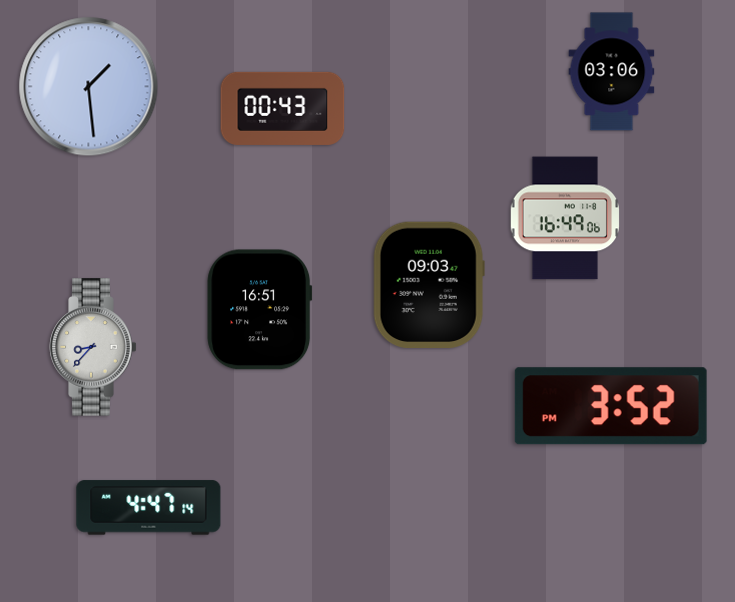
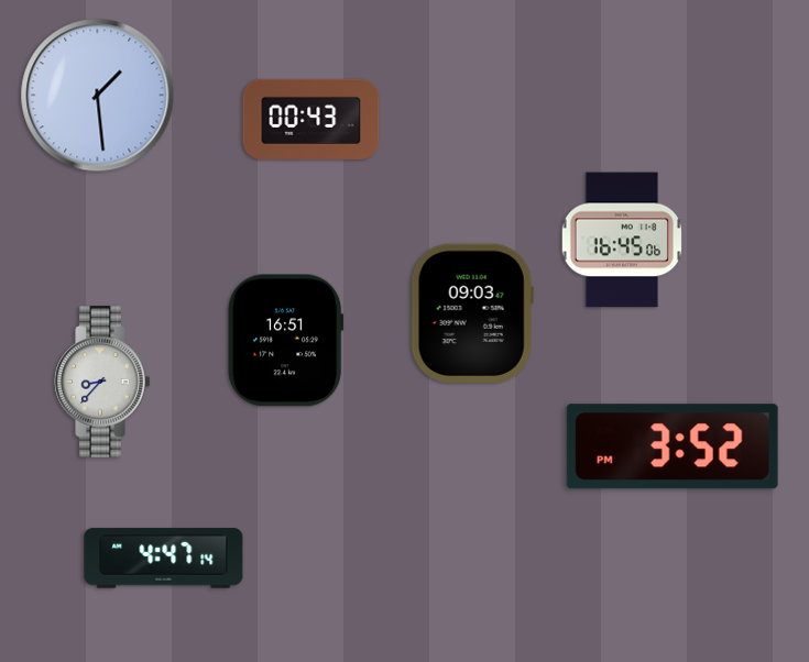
clock at (612, 72): 03:06 -> none
clock at (564, 218): 16:49 -> 16:45
